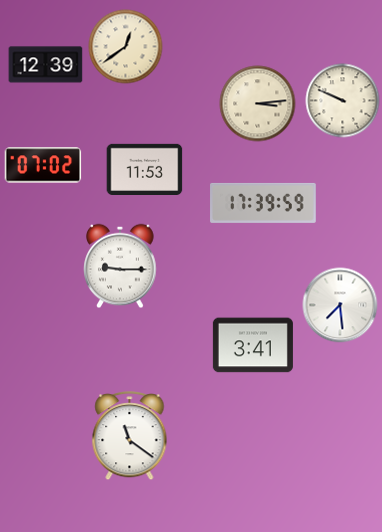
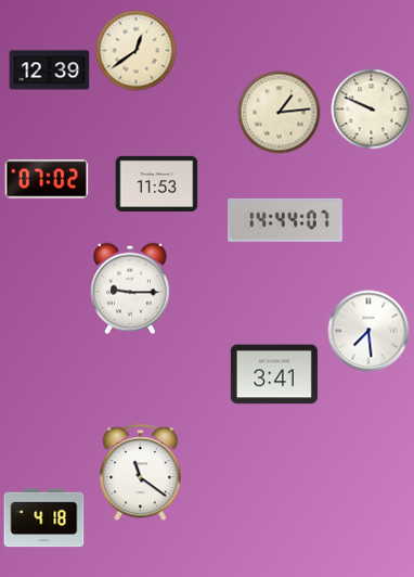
clock at (258, 104): 3:14 -> 1:14
clock at (263, 203): 17:39 -> 14:44
clock at (44, 518): none -> 4:18
